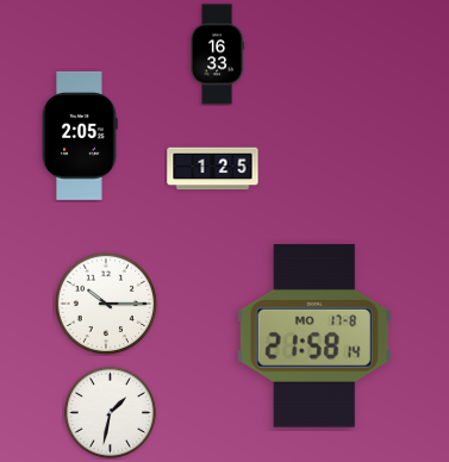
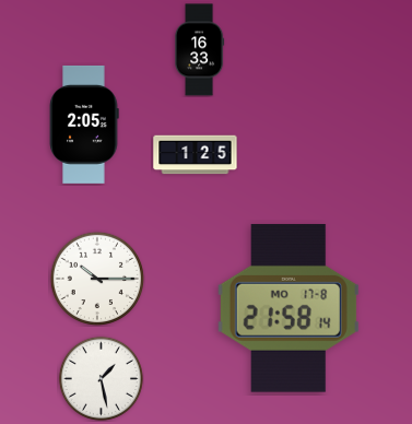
clock at (80, 136) position: (80, 136) -> (84, 125)
clock at (110, 412): 1:32 -> 1:28
